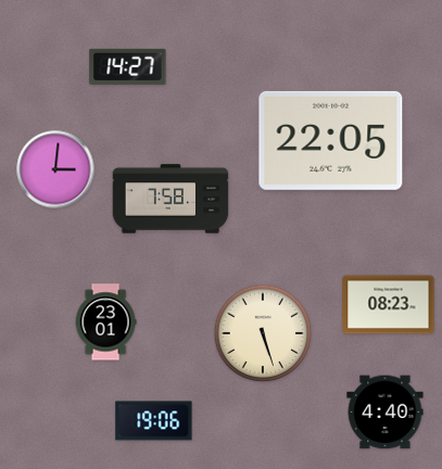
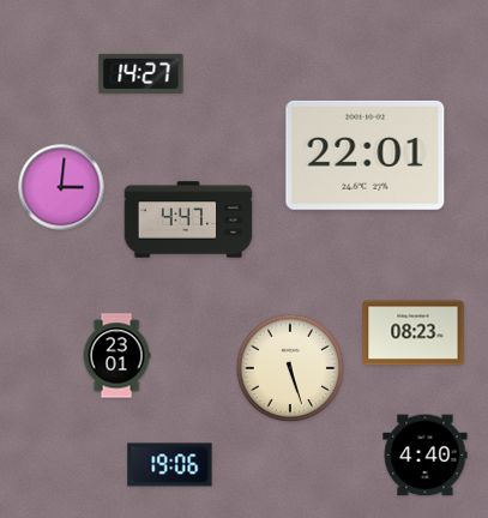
clock at (331, 140): 22:05 -> 22:01
clock at (171, 199): 7:58 -> 4:47
clock at (389, 305) position: (389, 305) -> (414, 333)
